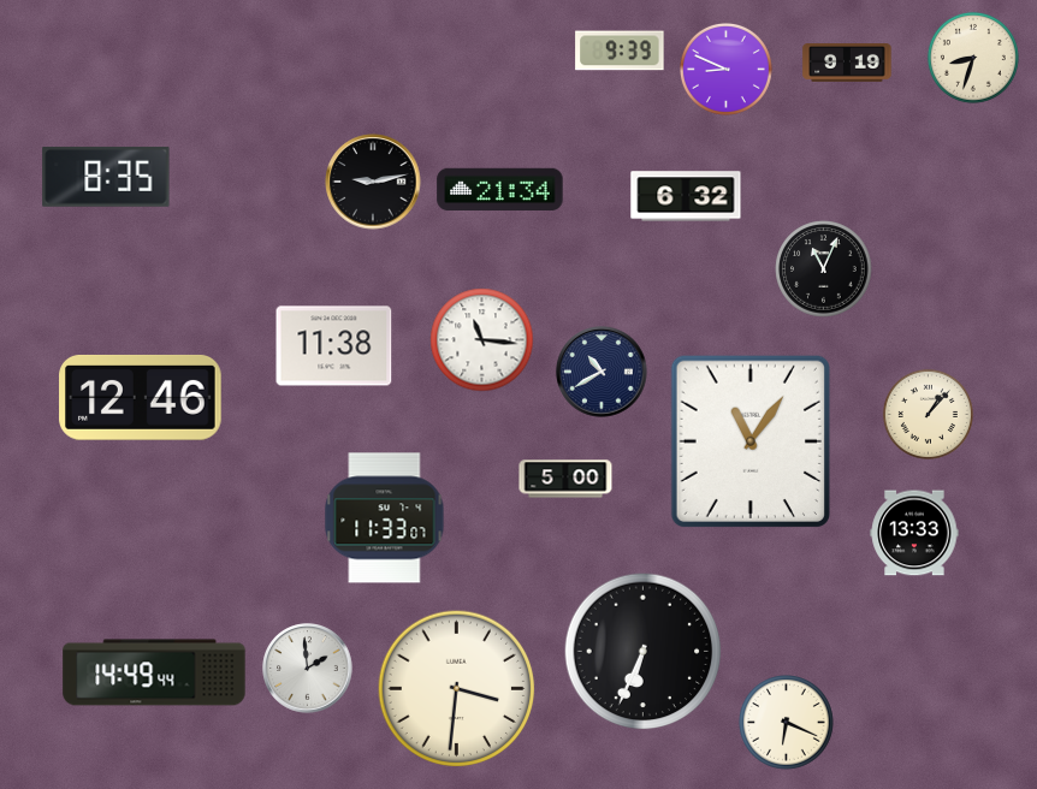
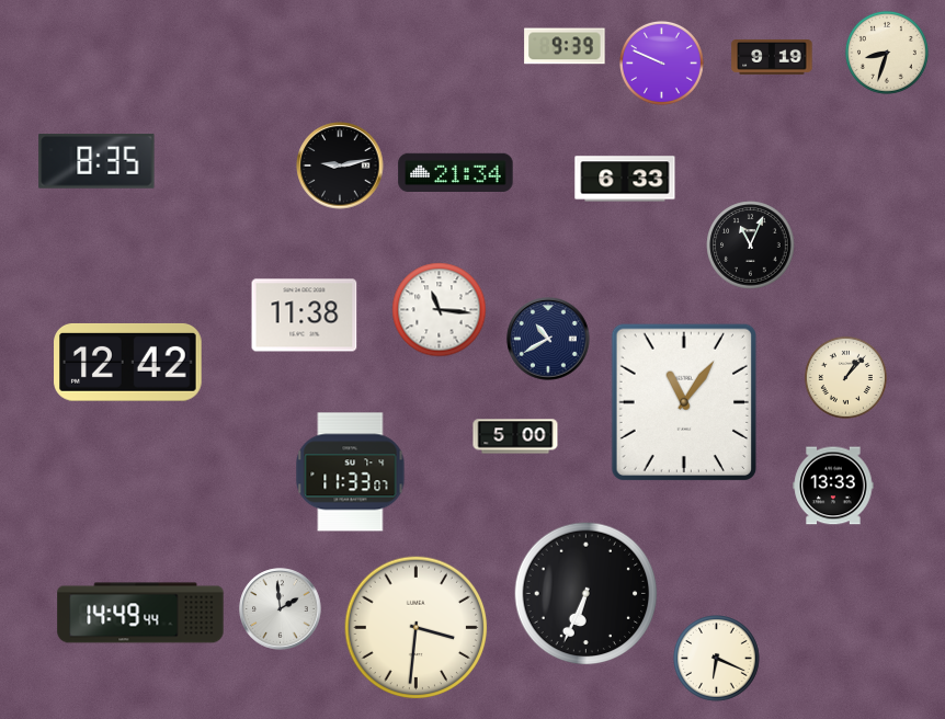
clock at (725, 69): 8:49 -> 9:49
clock at (686, 196): 6:32 -> 6:33
clock at (141, 397): 12:46 -> 12:42
